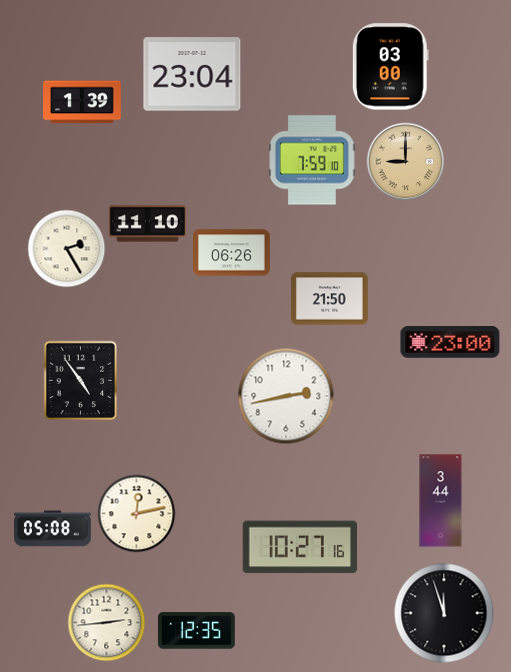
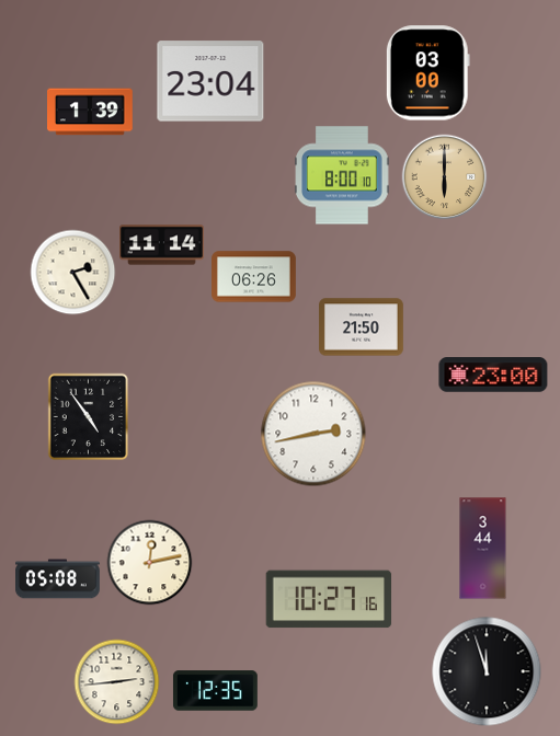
clock at (312, 160): 7:59 -> 8:00
clock at (405, 161): 9:00 -> 6:00
clock at (148, 224): 11:10 -> 11:14
